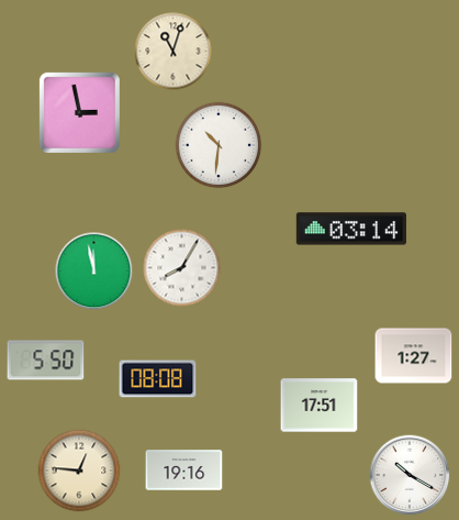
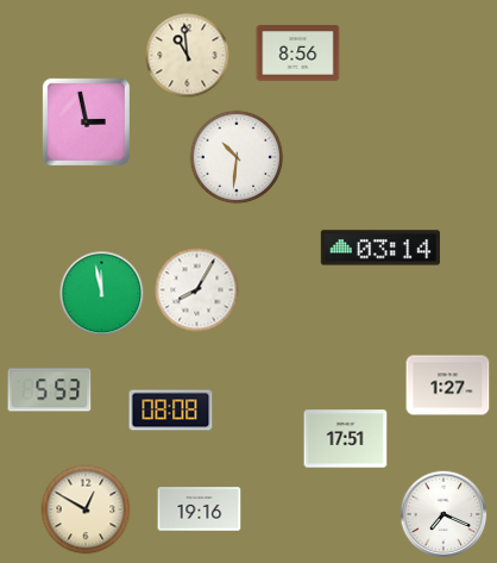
clock at (298, 54): none -> 8:56
clock at (173, 52): 11:03 -> 10:59
clock at (46, 361): 5:50 -> 5:53
clock at (79, 471): 12:46 -> 12:50
clock at (410, 475): 10:20 -> 7:19
